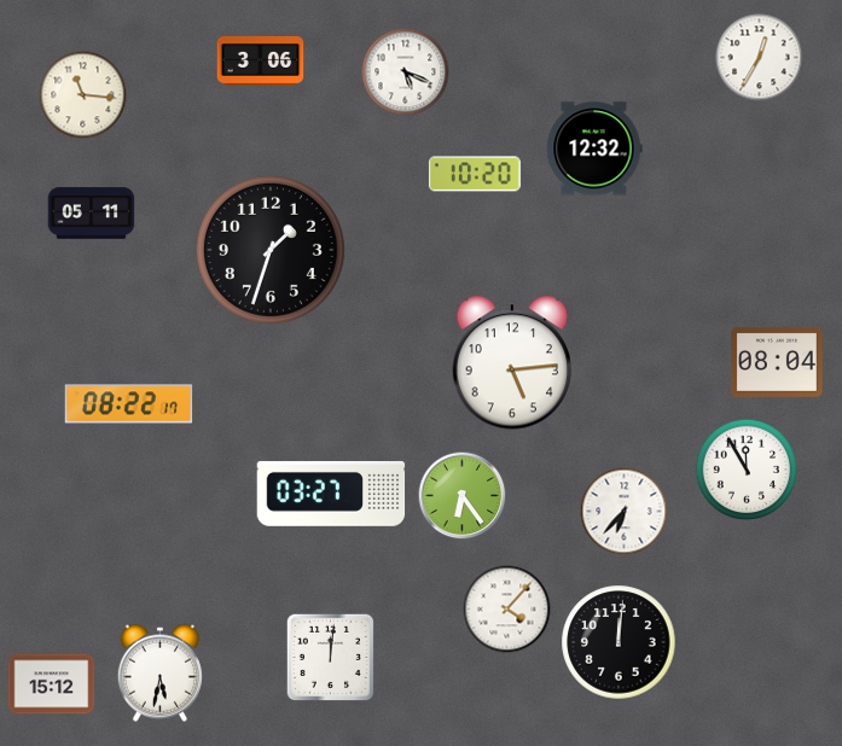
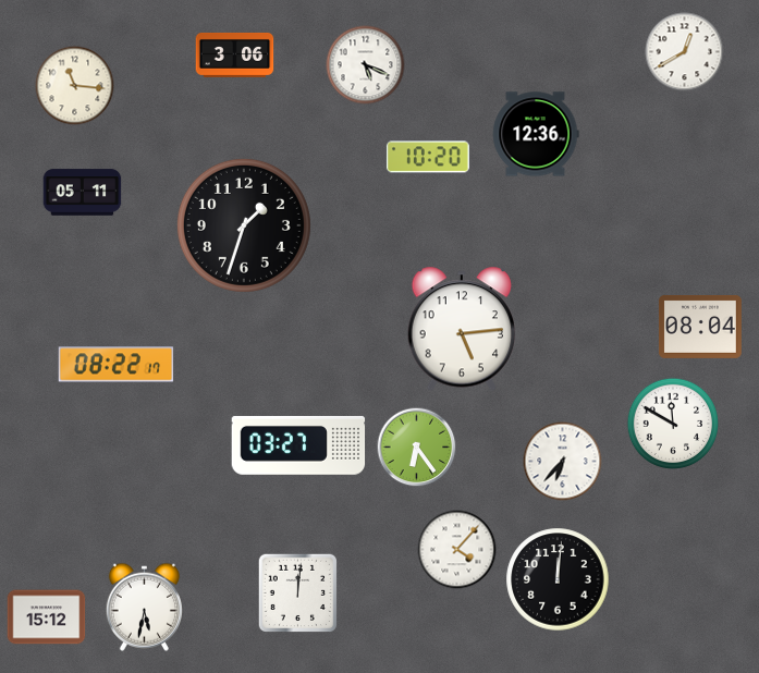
clock at (760, 58): 12:35 -> 12:40
clock at (594, 148): 12:32 -> 12:36
clock at (745, 468): 11:55 -> 11:50
